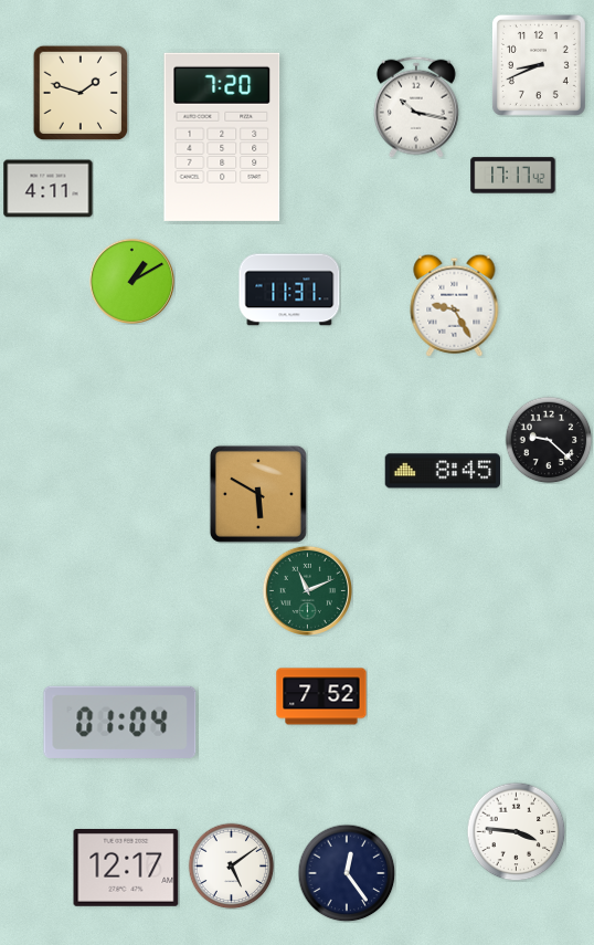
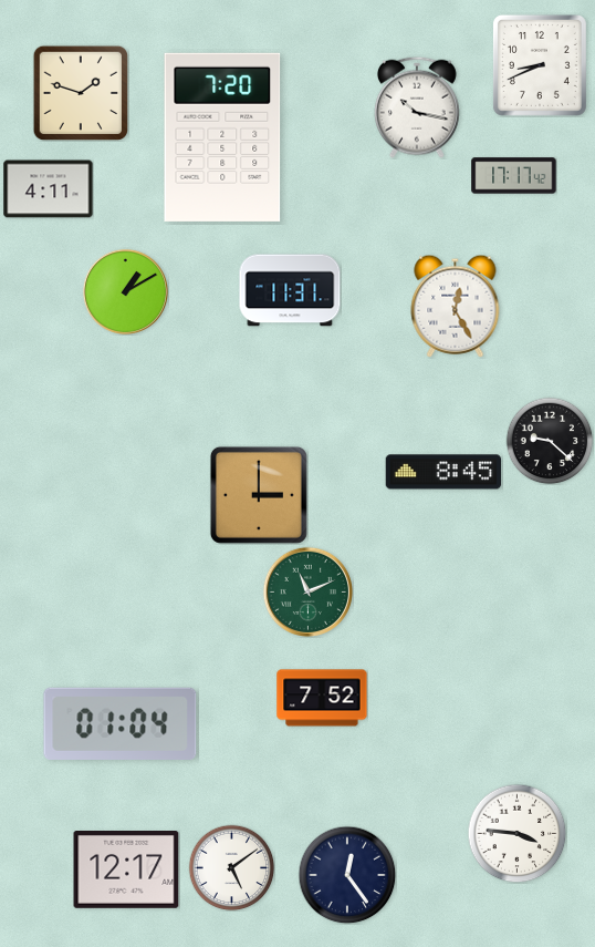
clock at (131, 281) position: (131, 281) -> (125, 291)
clock at (455, 305): 9:25 -> 12:25
clock at (258, 494): 5:50 -> 3:00
